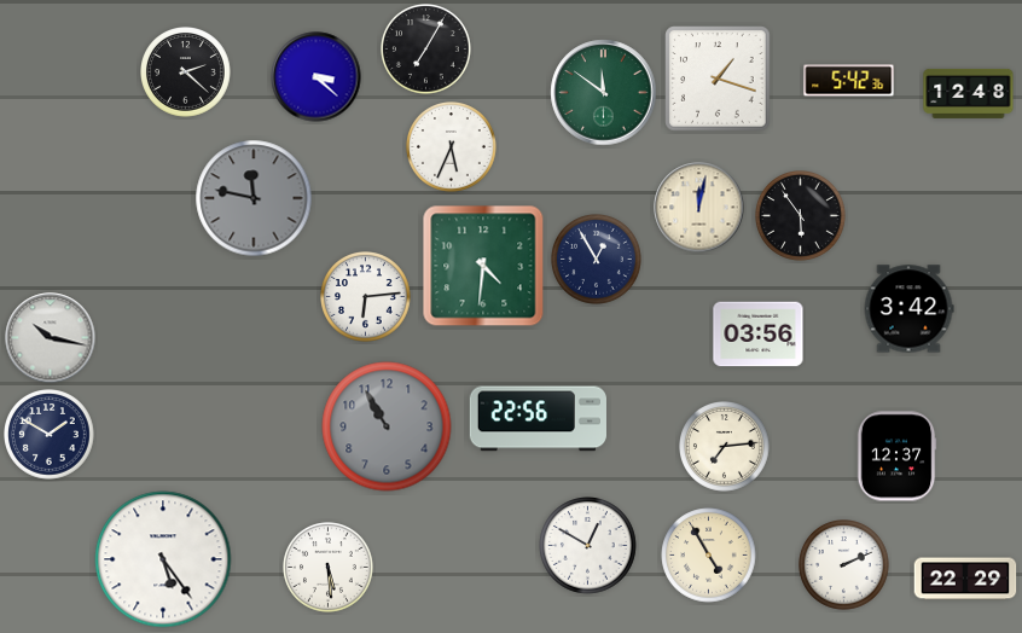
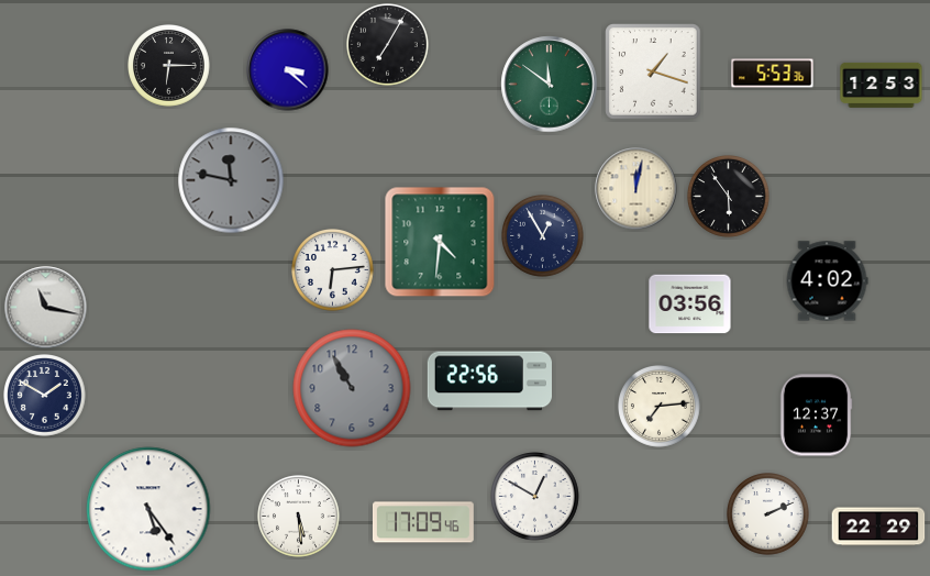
clock at (186, 72): 2:22 -> 6:15
clock at (849, 81): 5:42 -> 5:53
clock at (969, 93): 12:48 -> 12:53
clock at (452, 147): 5:34 -> none
clock at (908, 309): 3:42 -> 4:02
clock at (51, 338): 10:17 -> 11:17
clock at (709, 556): 4:55 -> none
clock at (423, 522): none -> 17:09
